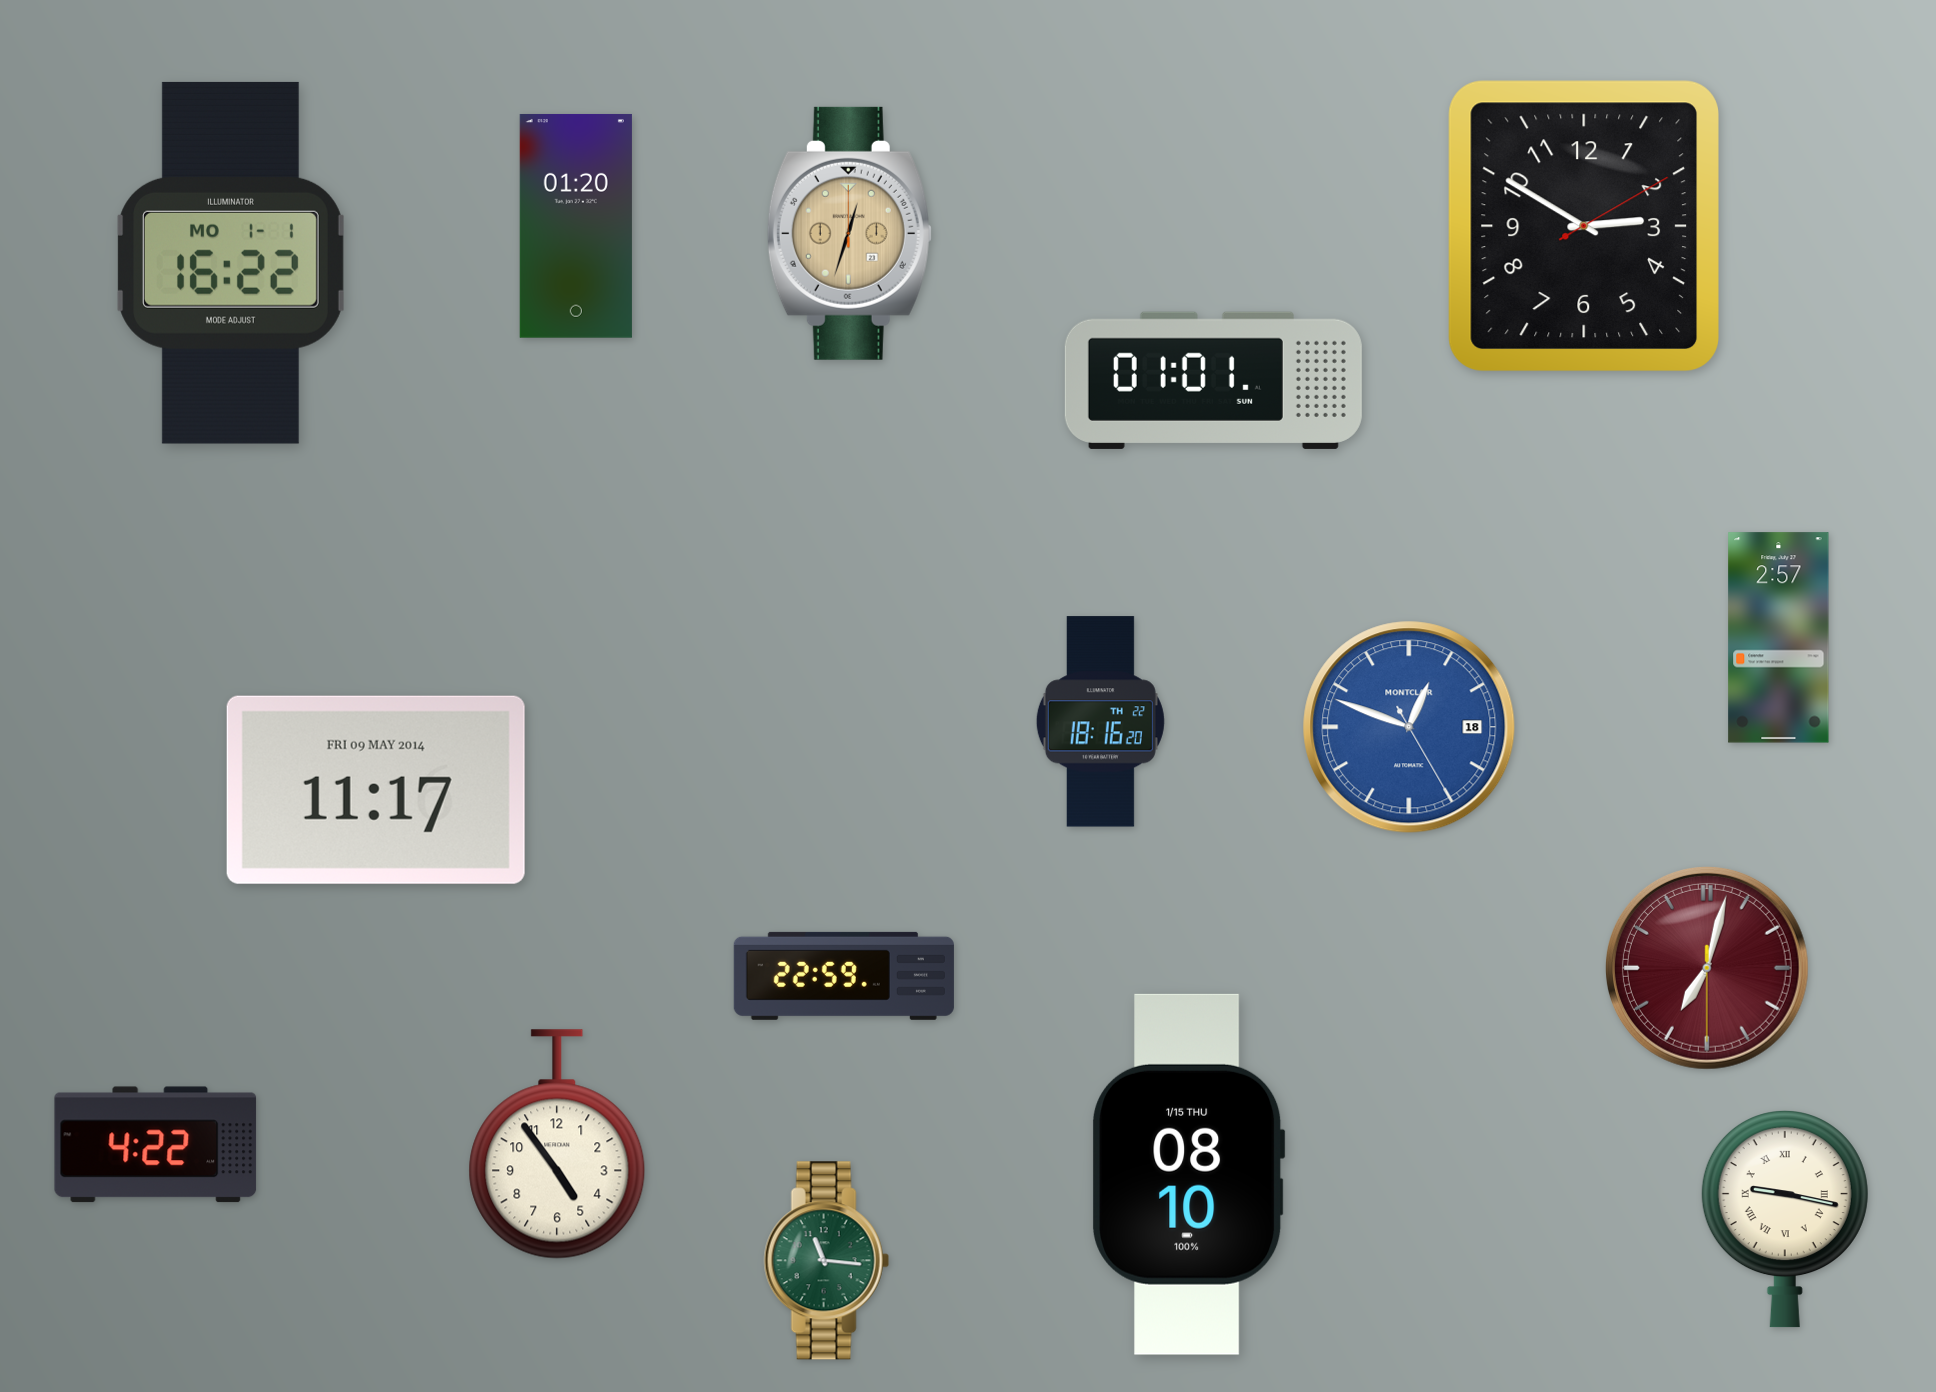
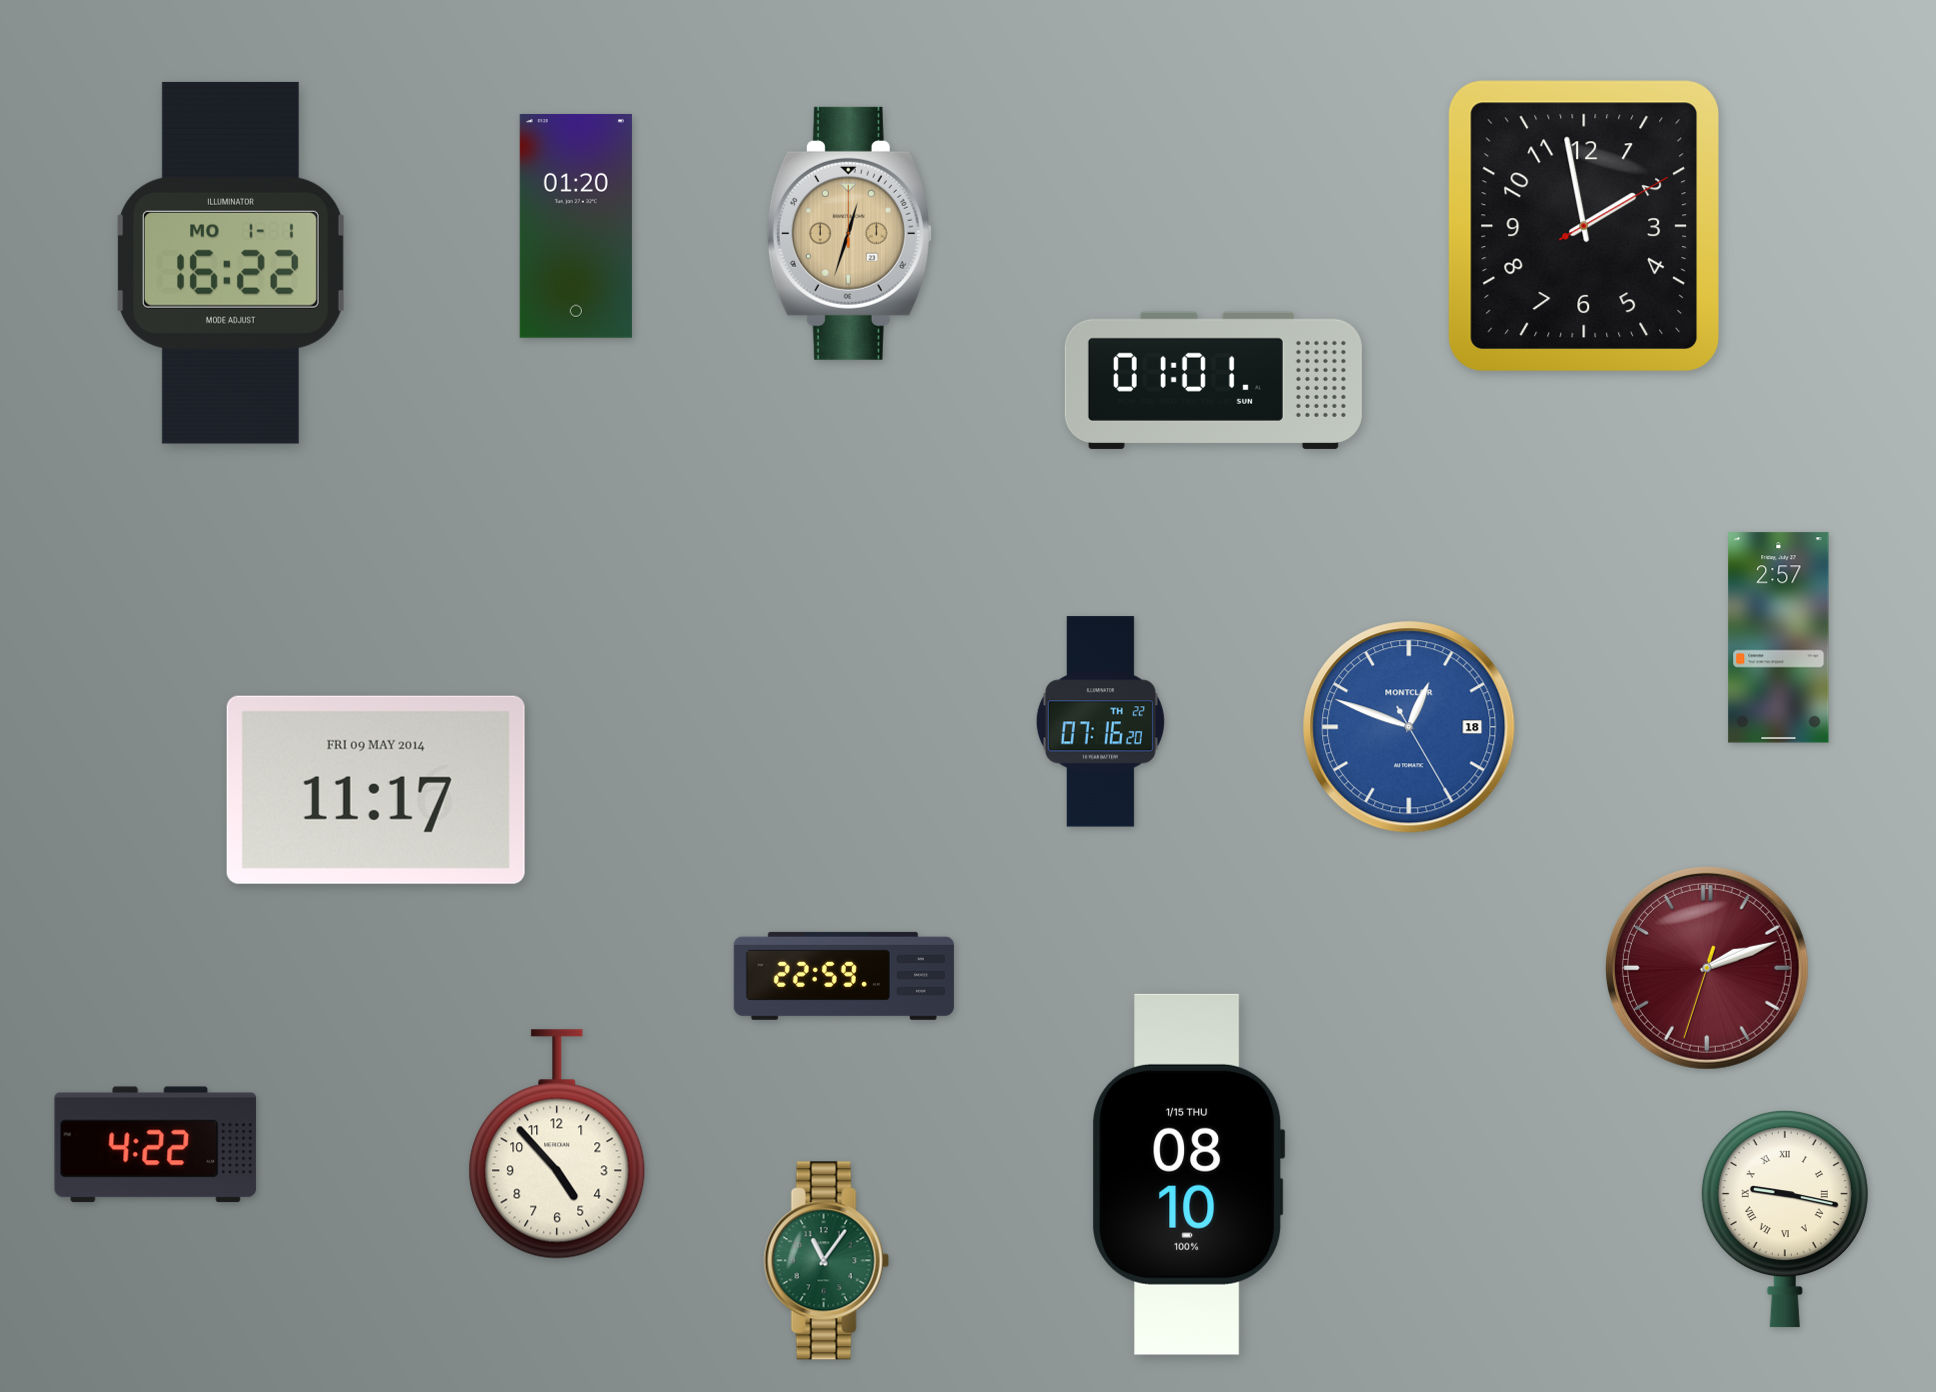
clock at (1583, 225): 2:50 -> 1:58
clock at (1100, 722): 18:16 -> 07:16
clock at (1707, 968): 7:02 -> 2:11
clock at (557, 1144): 4:54 -> 4:53
clock at (826, 1261): 11:16 -> 11:06
